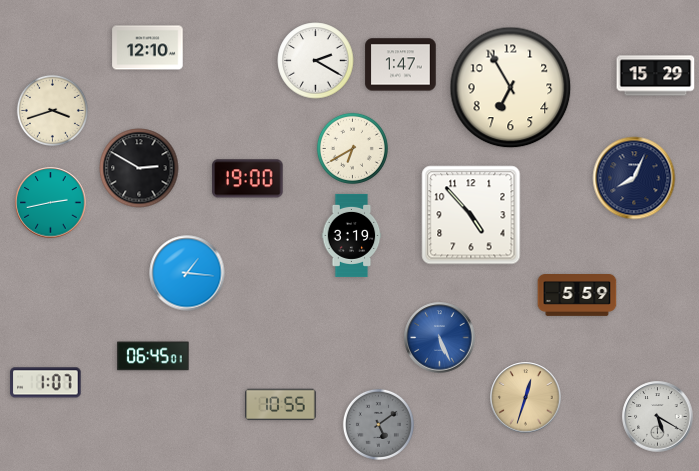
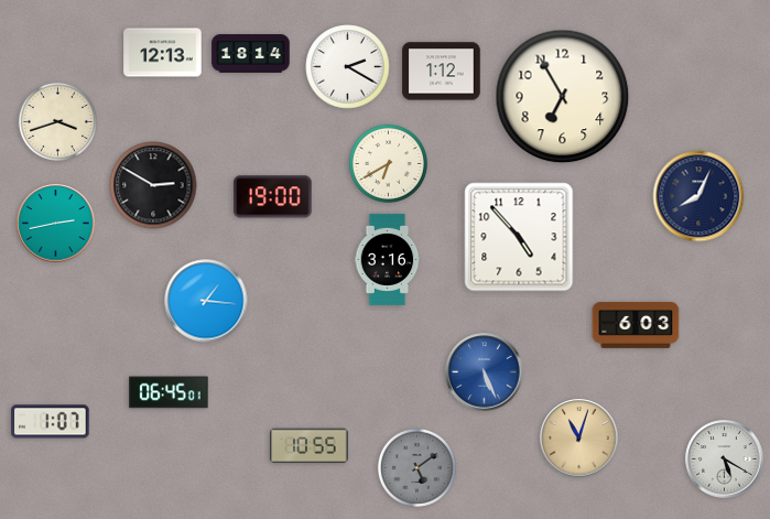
clock at (148, 48): 12:10 -> 12:13
clock at (251, 54): none -> 18:14
clock at (401, 65): 1:47 -> 1:12
clock at (656, 76): 15:29 -> none
clock at (352, 235): 3:19 -> 3:16
clock at (577, 296): 5:59 -> 6:03
clock at (526, 398): 12:33 -> 11:03
